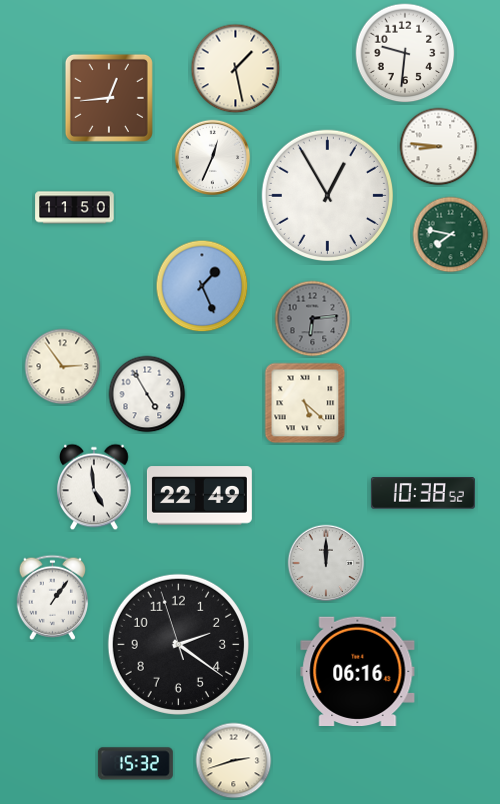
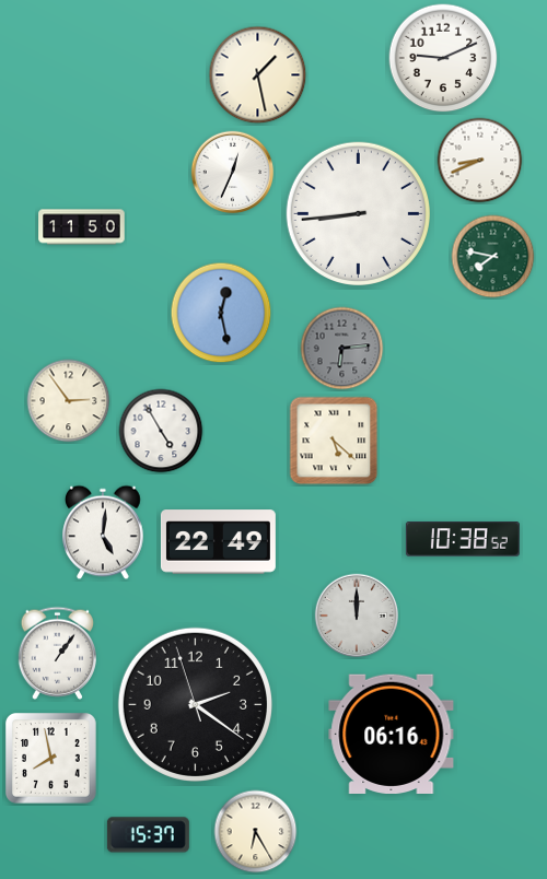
clock at (405, 53): 9:31 -> 9:11
clock at (109, 98): 12:44 -> none
clock at (439, 147): 8:46 -> 8:41
clock at (327, 195): 12:55 -> 8:44
clock at (202, 286): 1:26 -> 12:28
clock at (94, 487): 4:59 -> 5:01
clock at (51, 759): none -> 7:58
clock at (234, 761): 2:42 -> 6:25
clock at (135, 764): 15:32 -> 15:37
